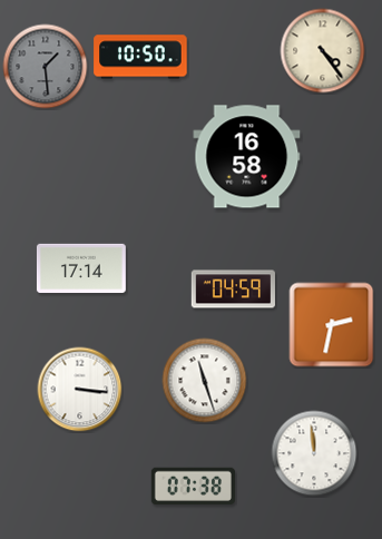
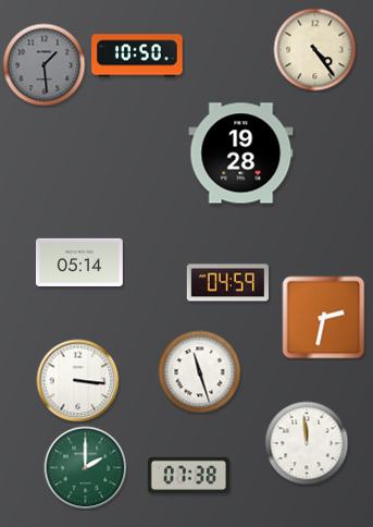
clock at (247, 157): 16:58 -> 19:28
clock at (81, 267): 17:14 -> 05:14
clock at (86, 468): none -> 2:00
